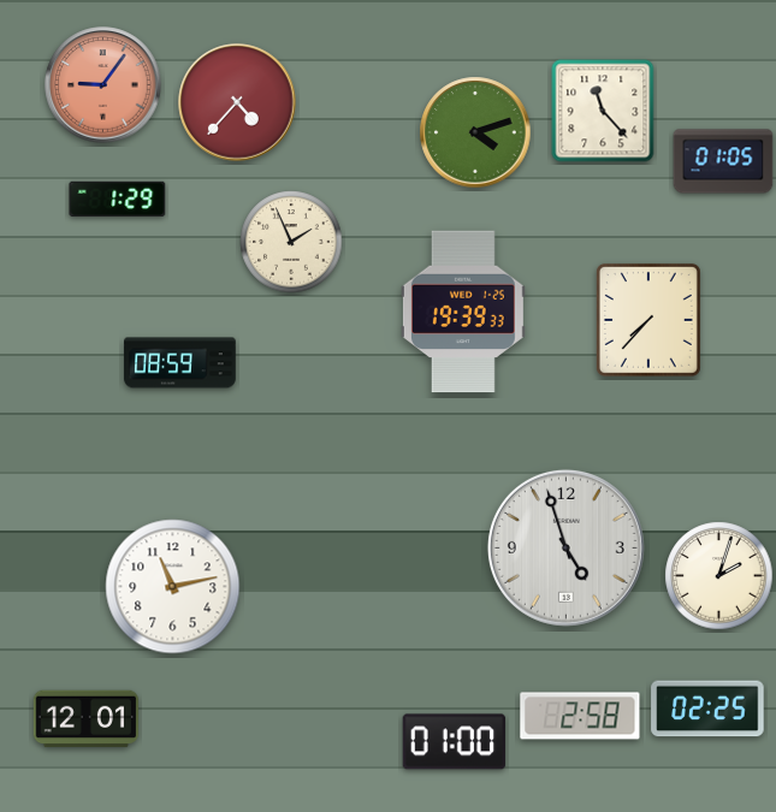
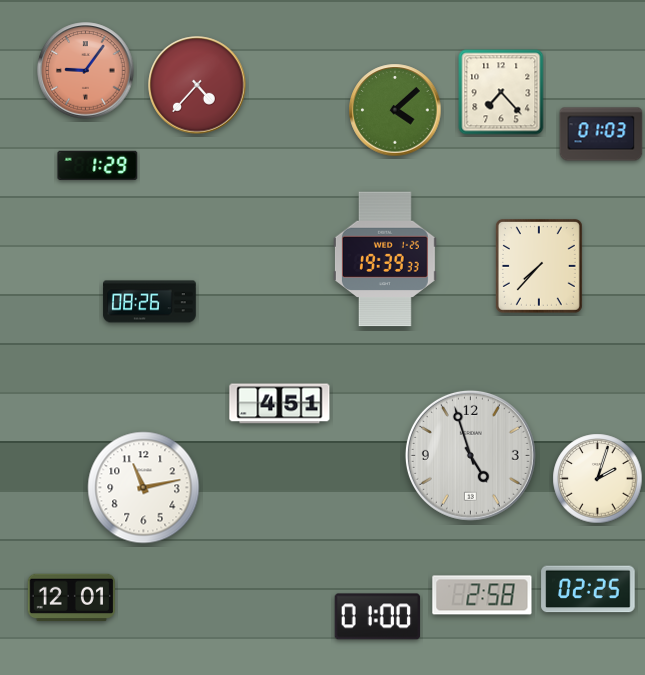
clock at (603, 111): 11:23 -> 7:23
clock at (475, 132): 4:12 -> 4:08
clock at (723, 161): 01:05 -> 01:03
clock at (291, 242): 1:56 -> none
clock at (180, 363): 08:59 -> 08:26
clock at (280, 404): none -> 4:51
